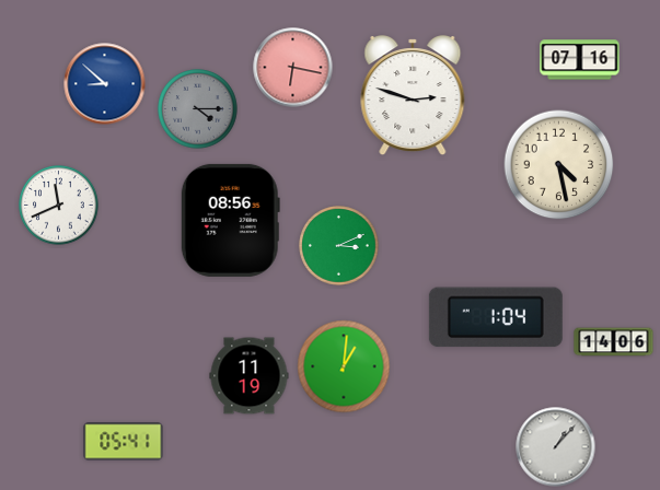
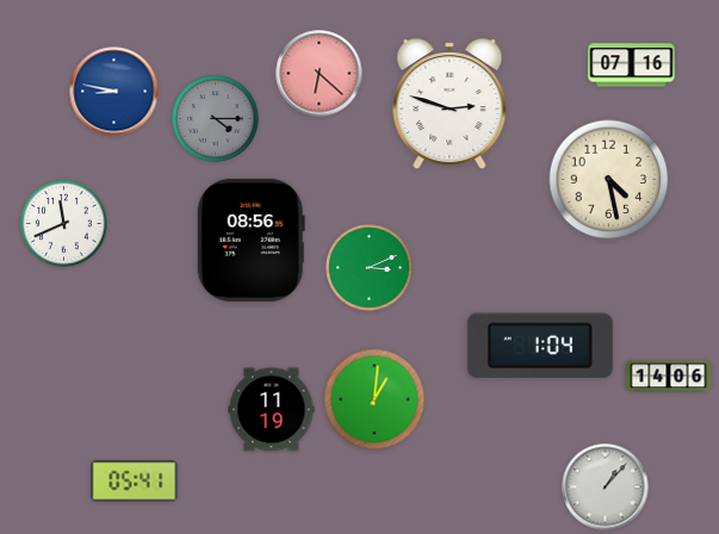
clock at (293, 68): 6:17 -> 6:22
clock at (105, 84): 8:52 -> 8:47
clock at (614, 342) position: (614, 342) -> (669, 377)
